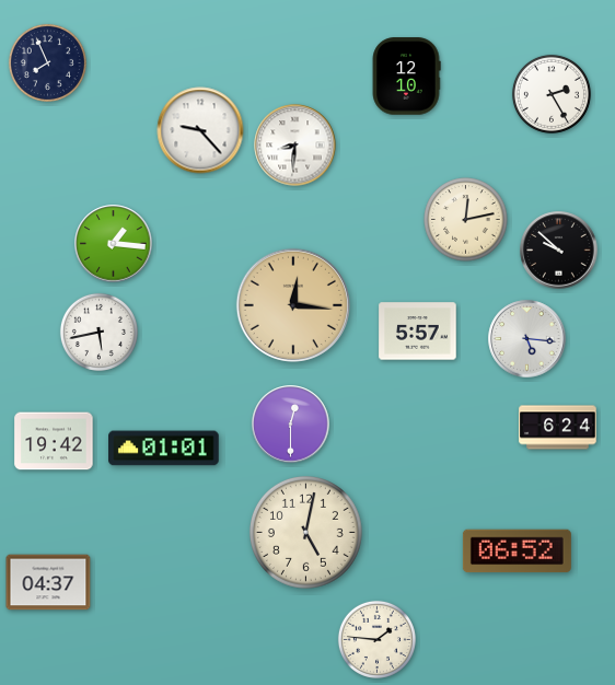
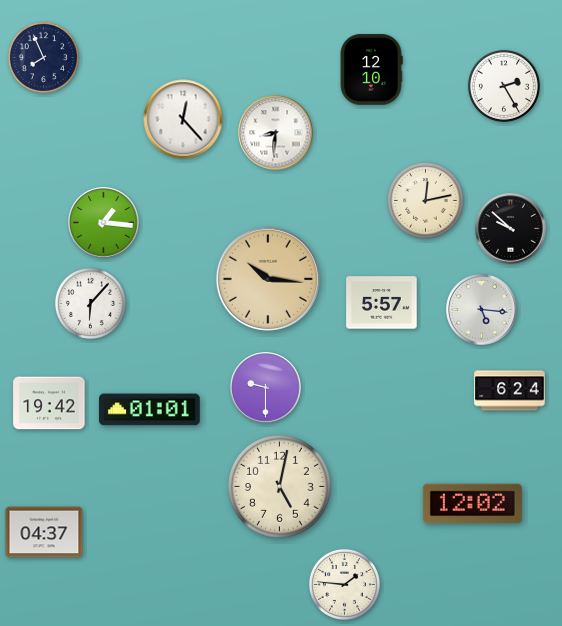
clock at (200, 130): 9:23 -> 12:23
clock at (295, 146) position: (295, 146) -> (276, 133)
clock at (293, 305): 12:16 -> 10:16
clock at (98, 332): 5:43 -> 6:07
clock at (291, 425): 12:30 -> 9:30
clock at (517, 552): 06:52 -> 12:02
